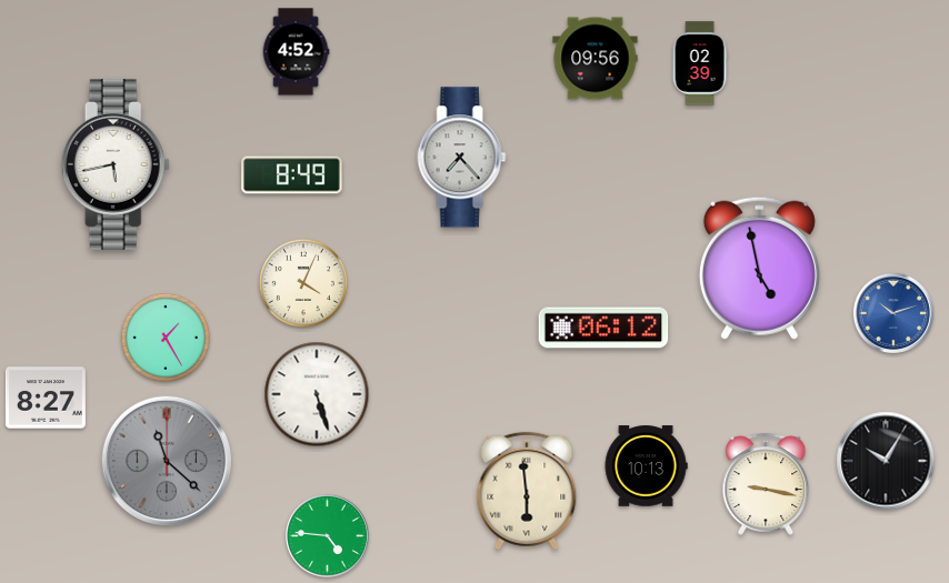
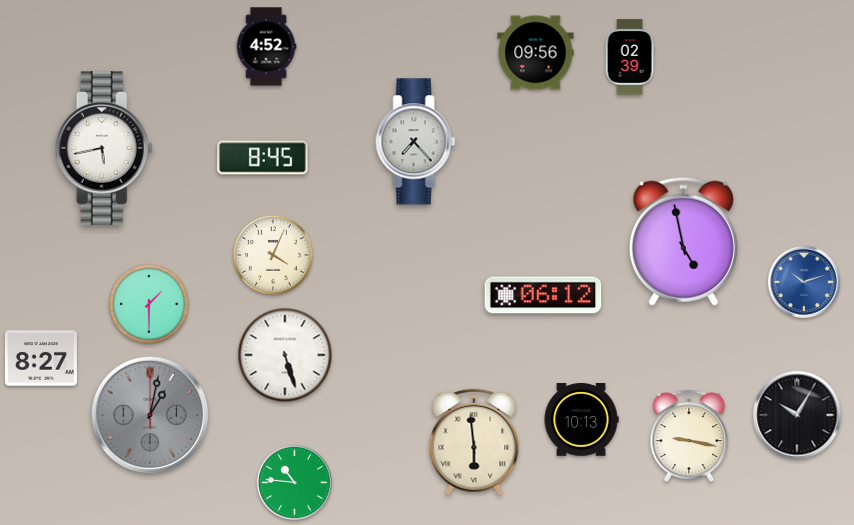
clock at (292, 175): 8:49 -> 8:45
clock at (166, 338): 1:25 -> 1:30
clock at (166, 460): 11:22 -> 1:02
clock at (327, 535): 4:46 -> 10:46
